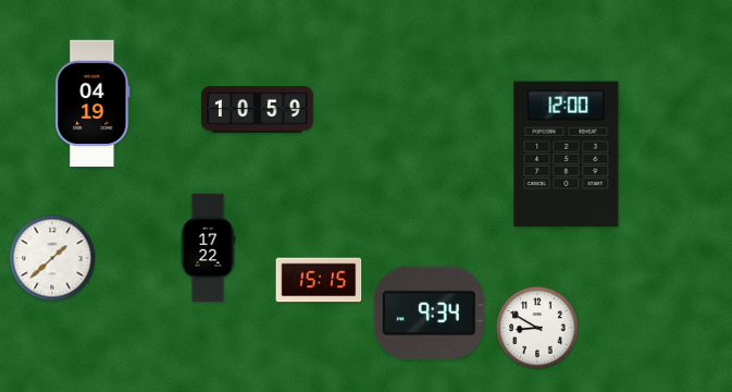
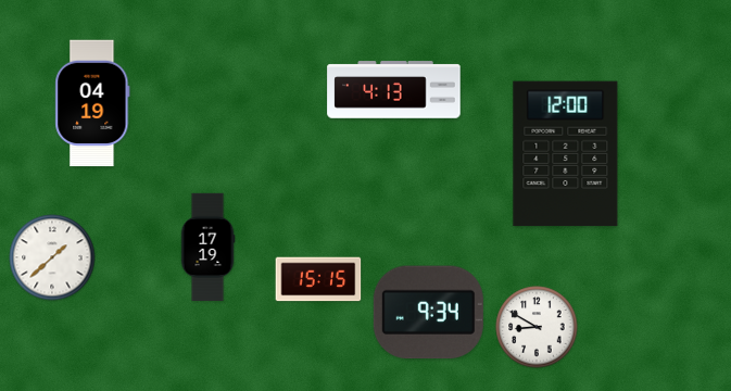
clock at (394, 90): none -> 4:13
clock at (258, 110): 10:59 -> none
clock at (208, 248): 17:22 -> 17:19
